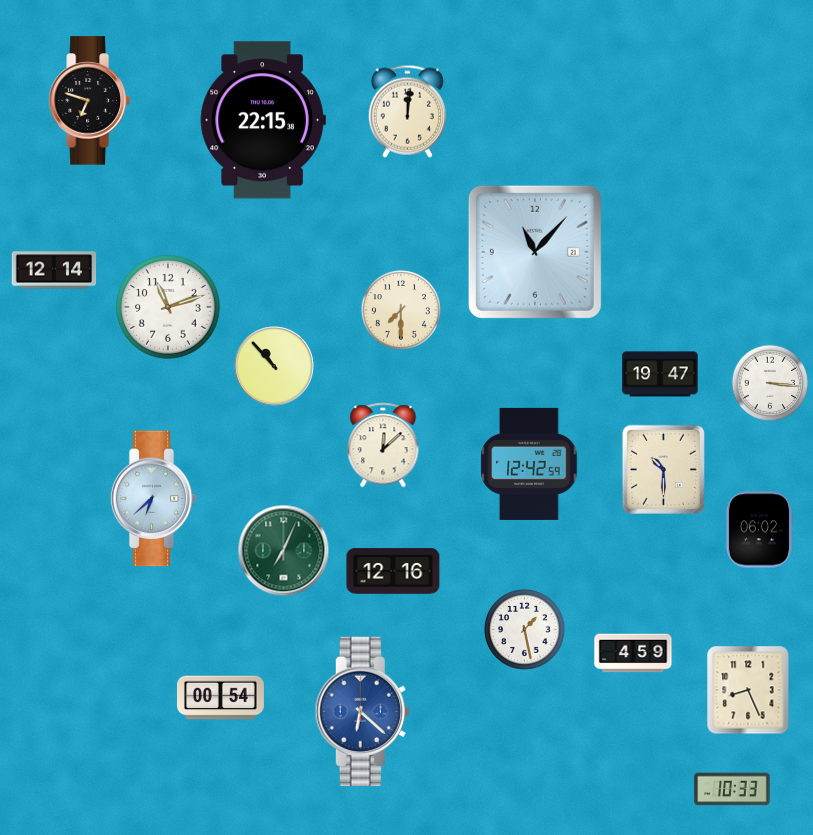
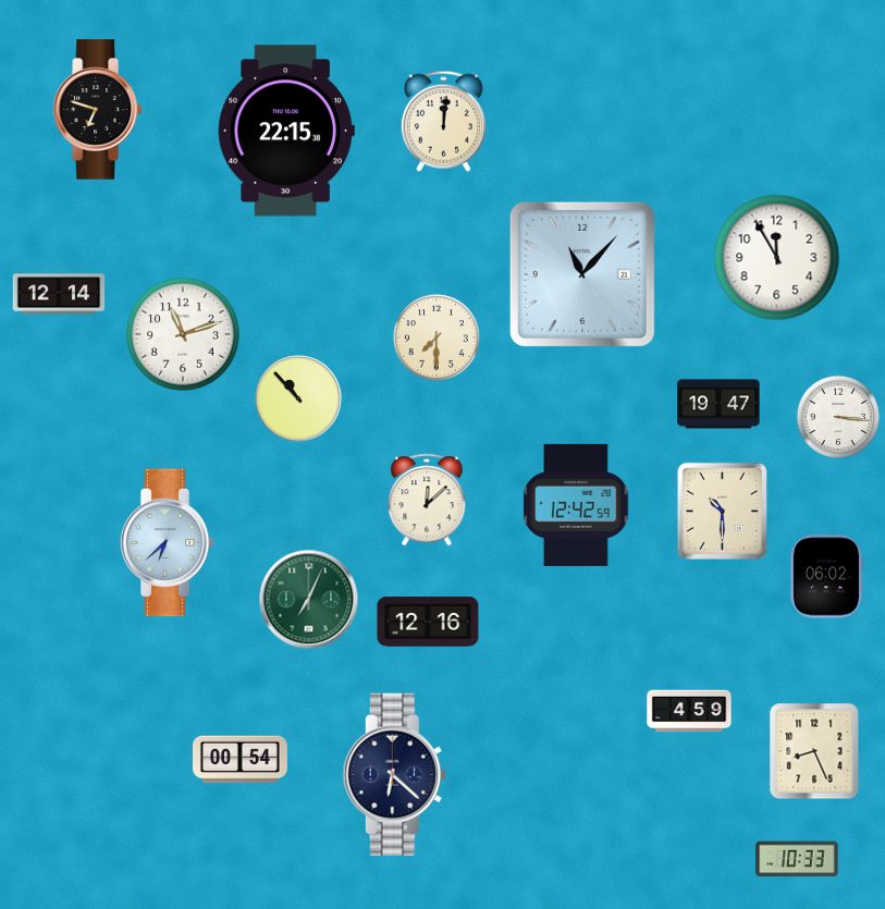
clock at (777, 258): none -> 11:55
clock at (660, 374) position: (660, 374) -> (718, 404)
clock at (383, 445) position: (383, 445) -> (427, 500)
clock at (524, 629): 1:28 -> none
clock at (362, 712) dial: blue -> navy
